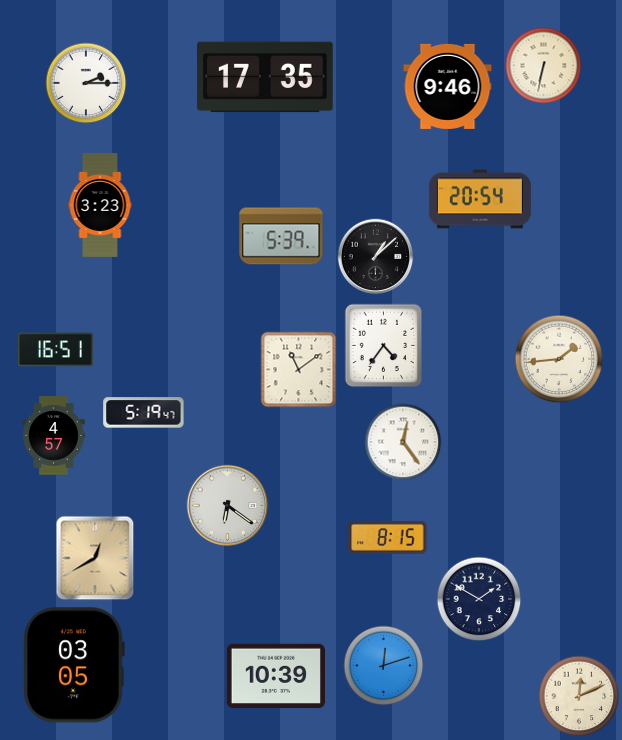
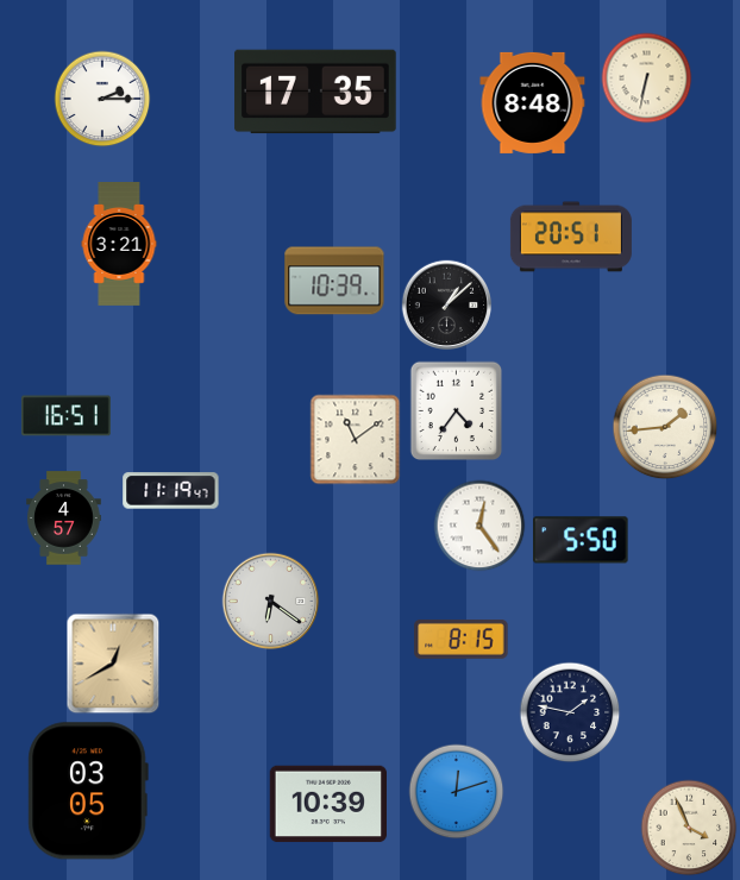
clock at (448, 86): 9:46 -> 8:48
clock at (480, 199): 20:54 -> 20:51
clock at (100, 206): 3:23 -> 3:21
clock at (281, 236): 5:39 -> 10:39
clock at (144, 413): 5:19 -> 11:19
clock at (581, 540): none -> 5:50
clock at (479, 599): 1:50 -> 1:47
clock at (579, 696): 12:11 -> 3:56
